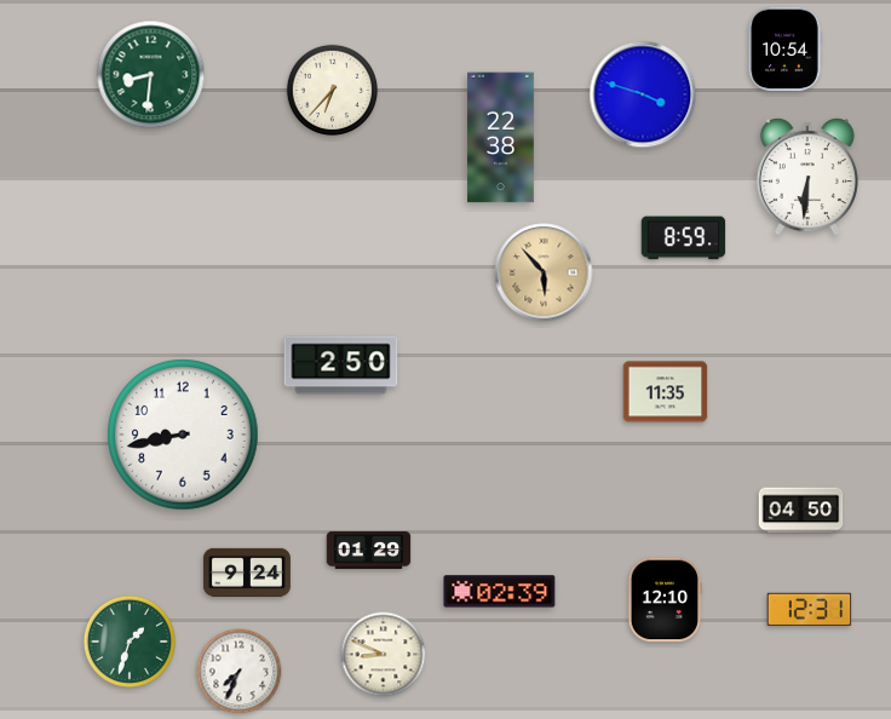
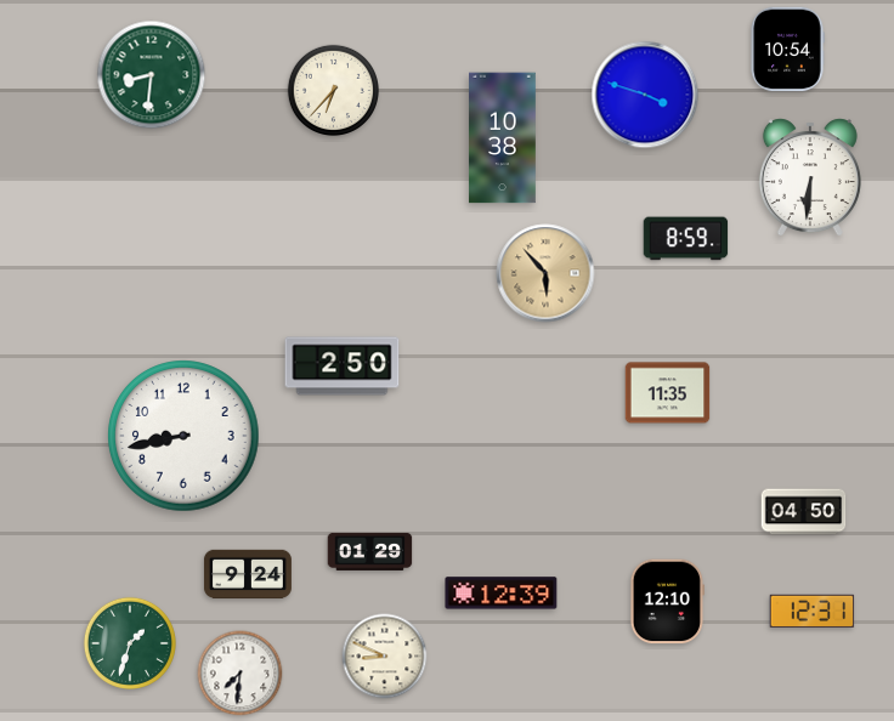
clock at (501, 138): 22:38 -> 10:38
clock at (500, 592): 02:39 -> 12:39
clock at (240, 672): 7:34 -> 7:31
